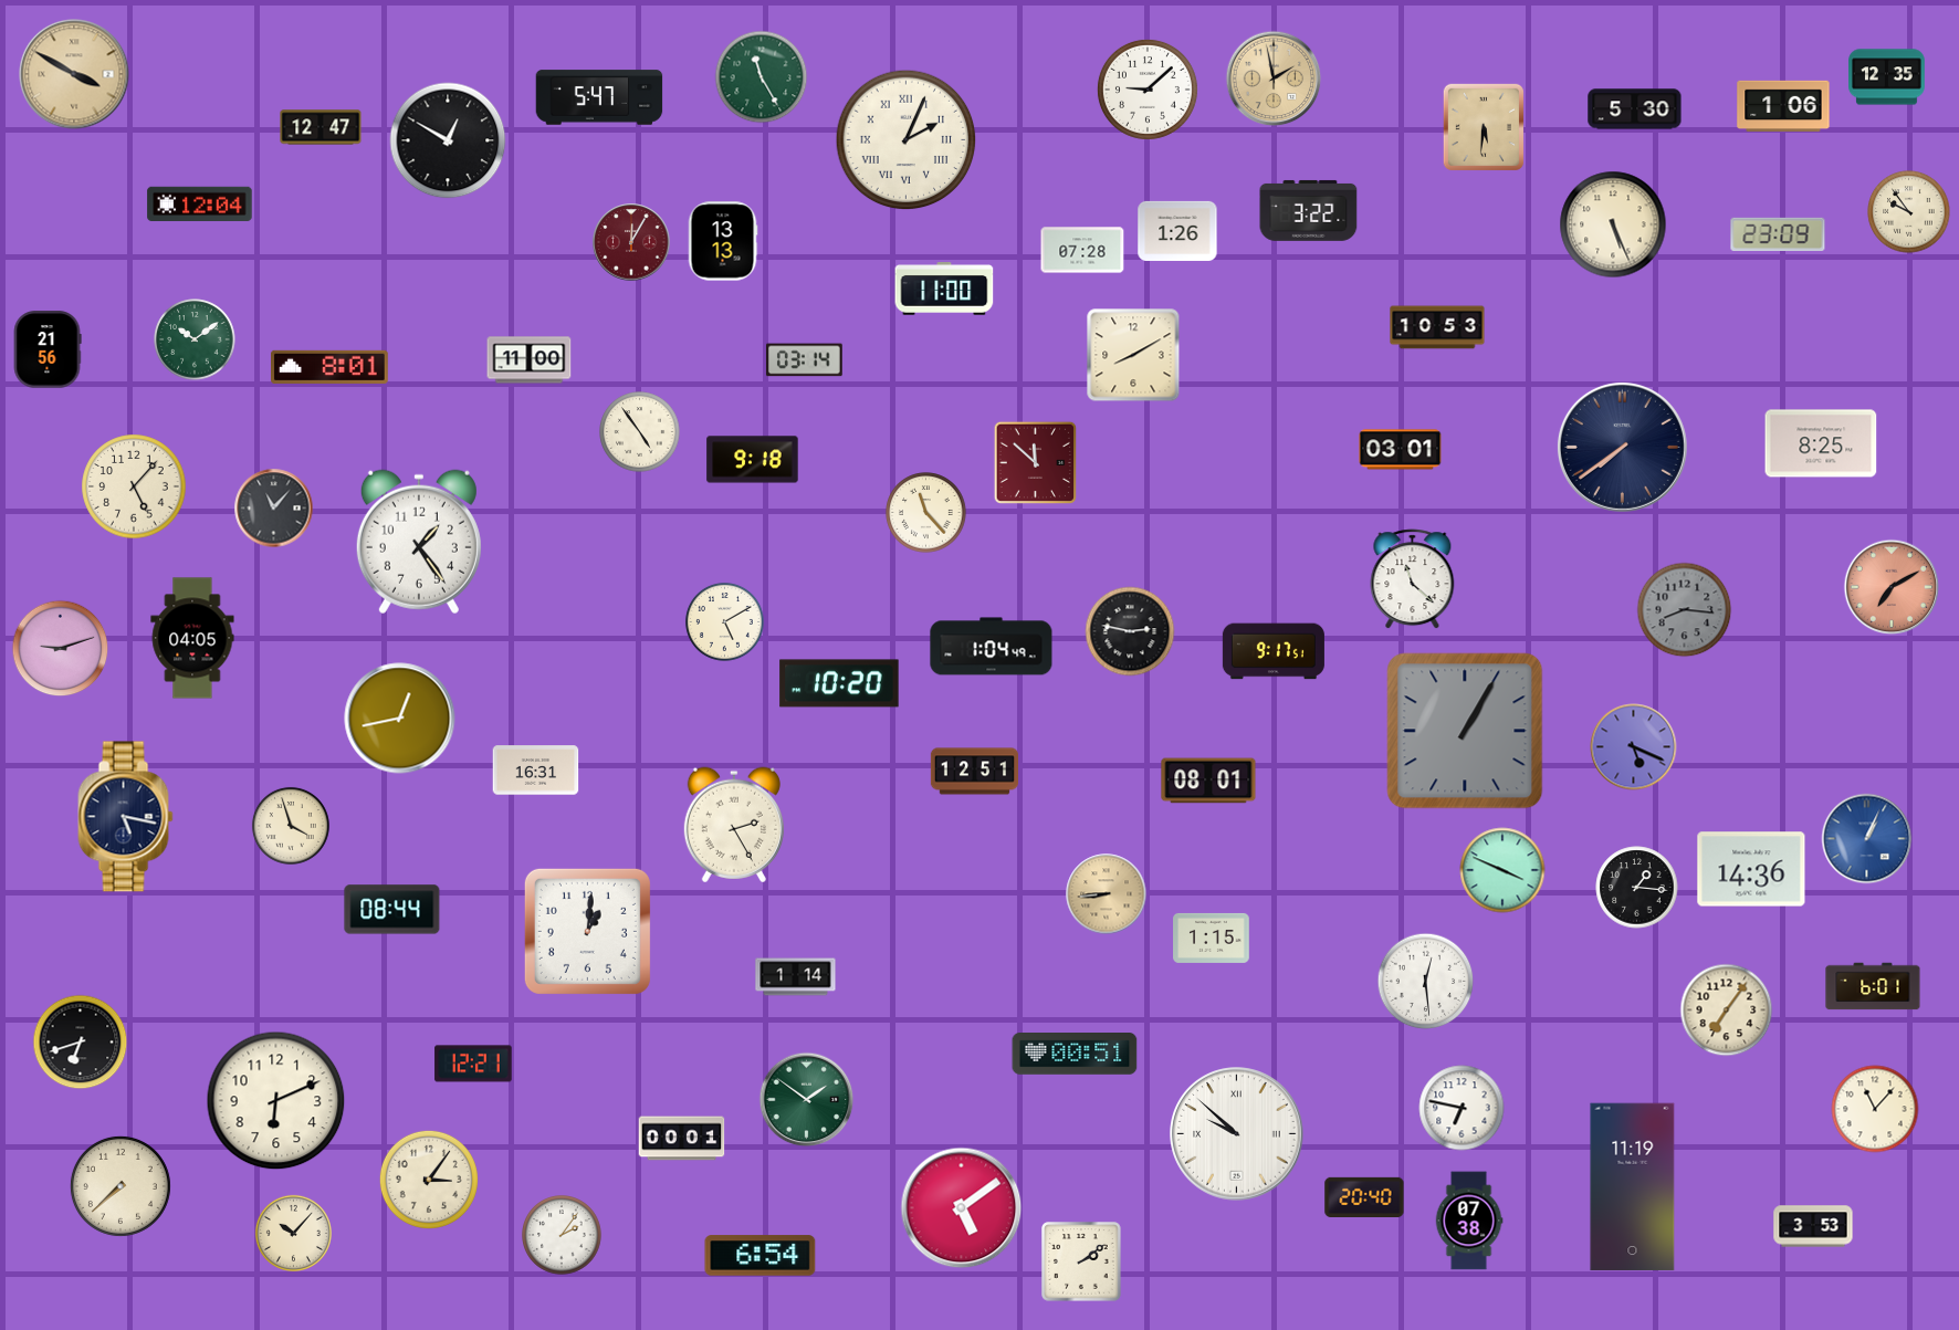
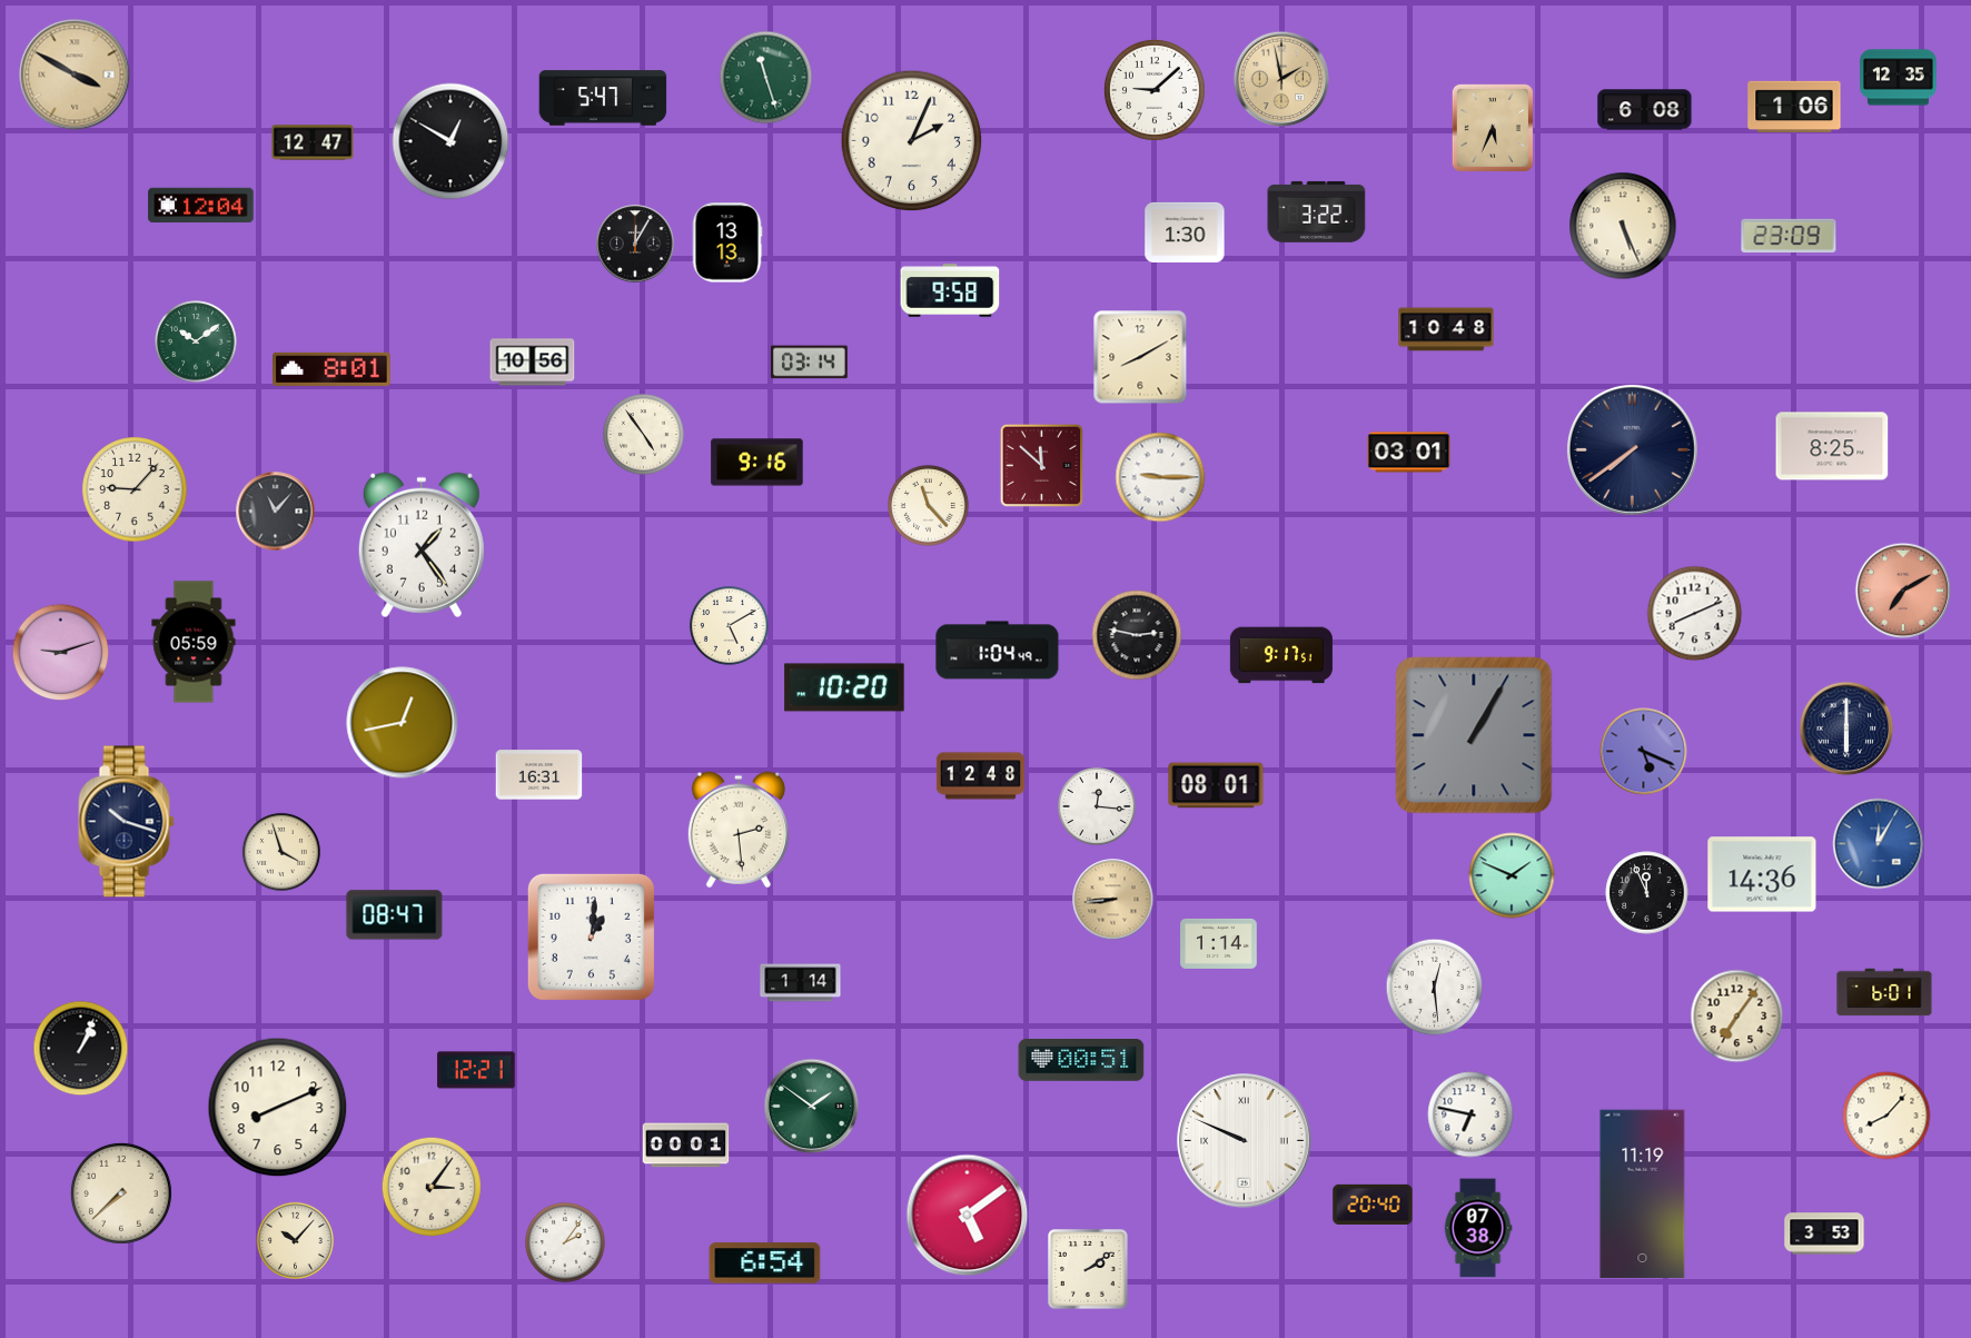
clock at (762, 77): 11:25 -> 11:27
clock at (1635, 109): 5:30 -> 6:08
clock at (1484, 126): 5:31 -> 5:34
clock at (321, 127) position: (321, 127) -> (313, 142)
clock at (907, 140) numerals: Roman -> Arabic
clock at (1909, 212): 9:54 -> none
clock at (1177, 231): 1:26 -> 1:30
clock at (631, 242) dial: burgundy -> black
clock at (1082, 250): 07:28 -> none
clock at (944, 289): 11:00 -> 9:58
clock at (1437, 327): 10:53 -> 10:48
clock at (48, 349): 21:56 -> none
clock at (530, 360): 11:00 -> 10:56
clock at (753, 460): 9:18 -> 9:16
clock at (1160, 477): none -> 9:15
clock at (134, 486): 5:07 -> 9:07
clock at (926, 513) position: (926, 513) -> (929, 506)
clock at (1413, 579): 11:22 -> none
clock at (1685, 610): 8:16 -> 8:11
clock at (1685, 610) dial: grey -> white
clock at (192, 638): 04:05 -> 05:59
clock at (1846, 729): none -> 6:00
clock at (974, 772): 12:51 -> 12:48
clock at (1097, 806): none -> 12:16
clock at (126, 817): 5:17 -> 10:18
clock at (734, 825): 2:25 -> 2:29
clock at (291, 826) position: (291, 826) -> (281, 852)
clock at (1867, 839): 1:04 -> 12:05
clock at (1502, 870): 3:49 -> 1:49
clock at (1637, 888): 1:16 -> 11:56
clock at (392, 910): 08:44 -> 08:47
clock at (1212, 938): 1:15 -> 1:14
clock at (81, 1043): 6:42 -> 1:04
clock at (276, 1101): 6:11 -> 8:11
clock at (1875, 1109): 11:07 -> 8:07
clock at (1237, 1134): 9:52 -> 9:49
